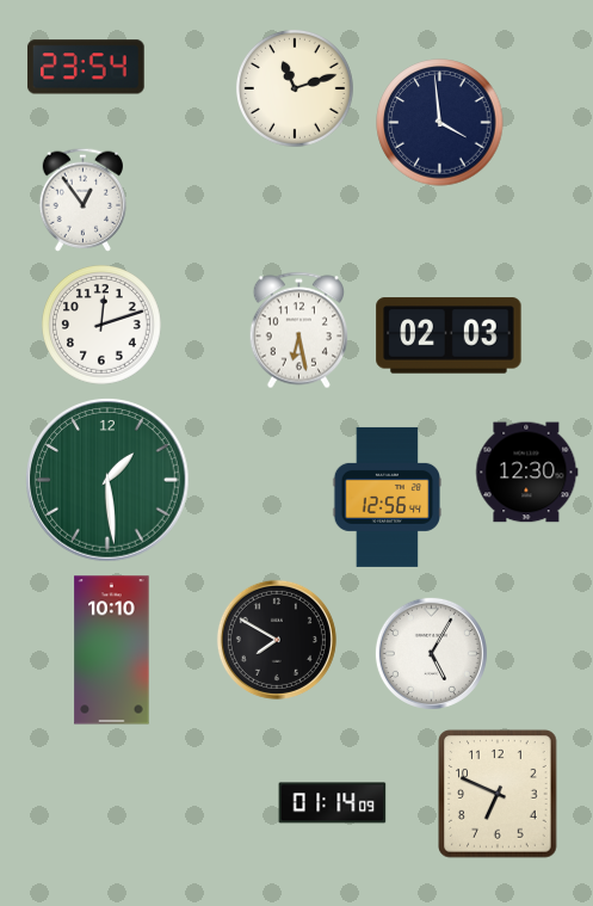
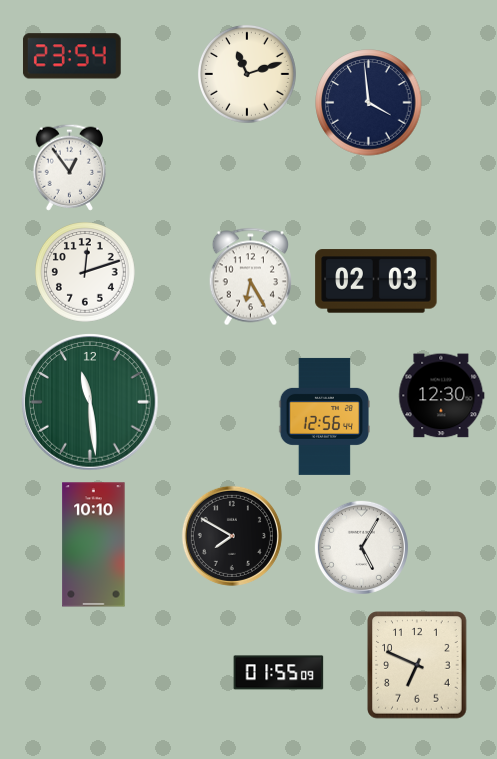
clock at (298, 331): 6:28 -> 6:25
clock at (109, 481): 1:29 -> 11:29
clock at (333, 803): 01:14 -> 01:55
